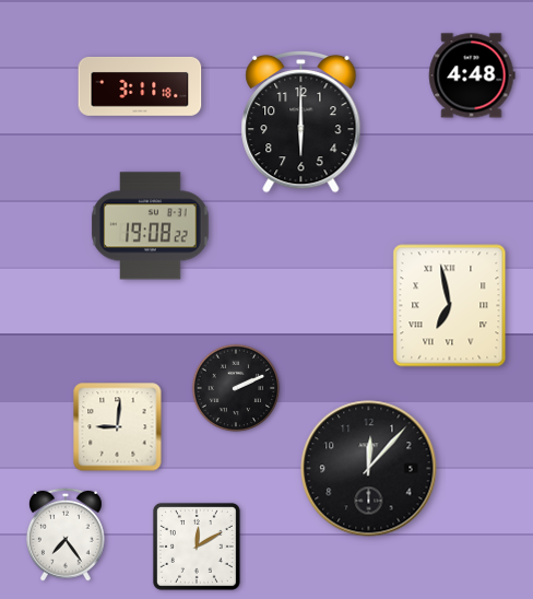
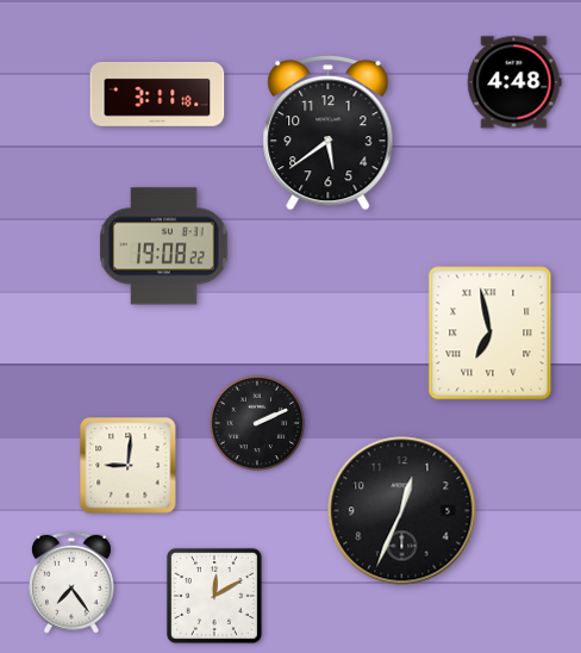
clock at (140, 86) position: (140, 86) -> (157, 94)
clock at (301, 121): 6:00 -> 5:39
clock at (369, 469): 12:07 -> 12:34
